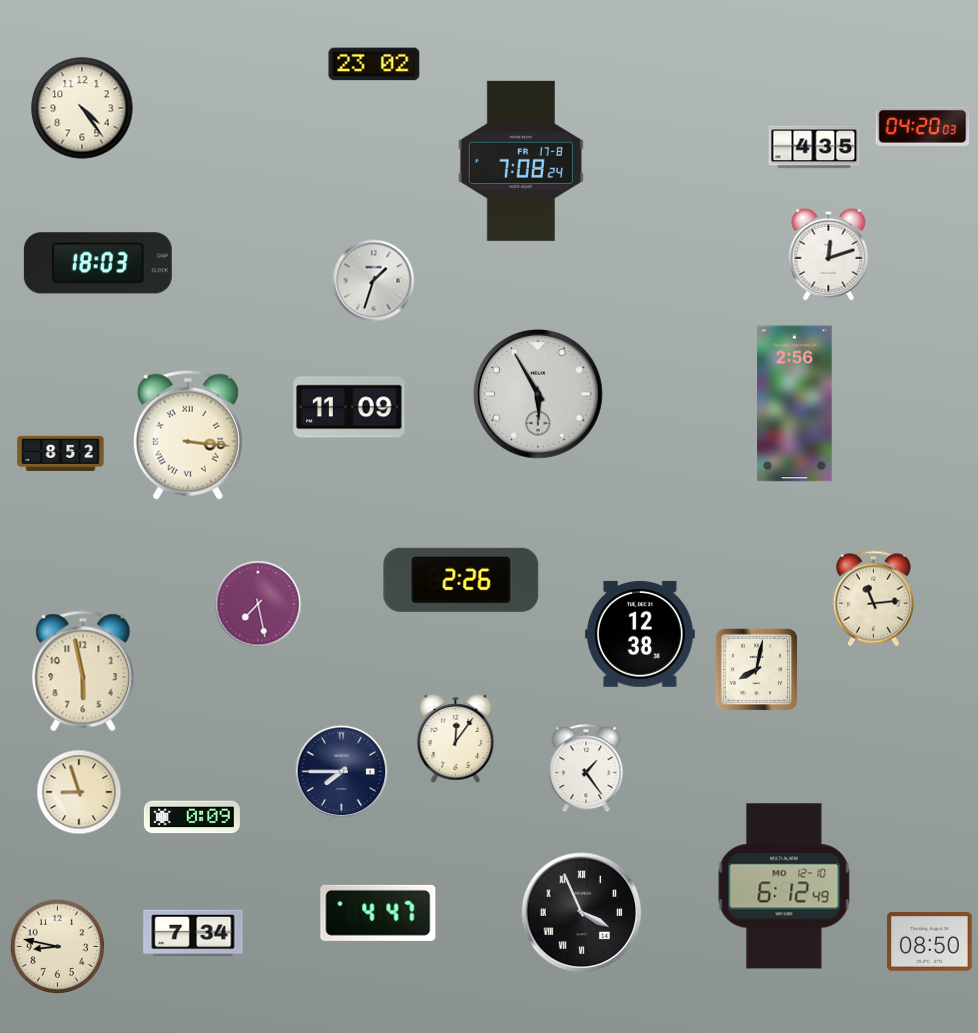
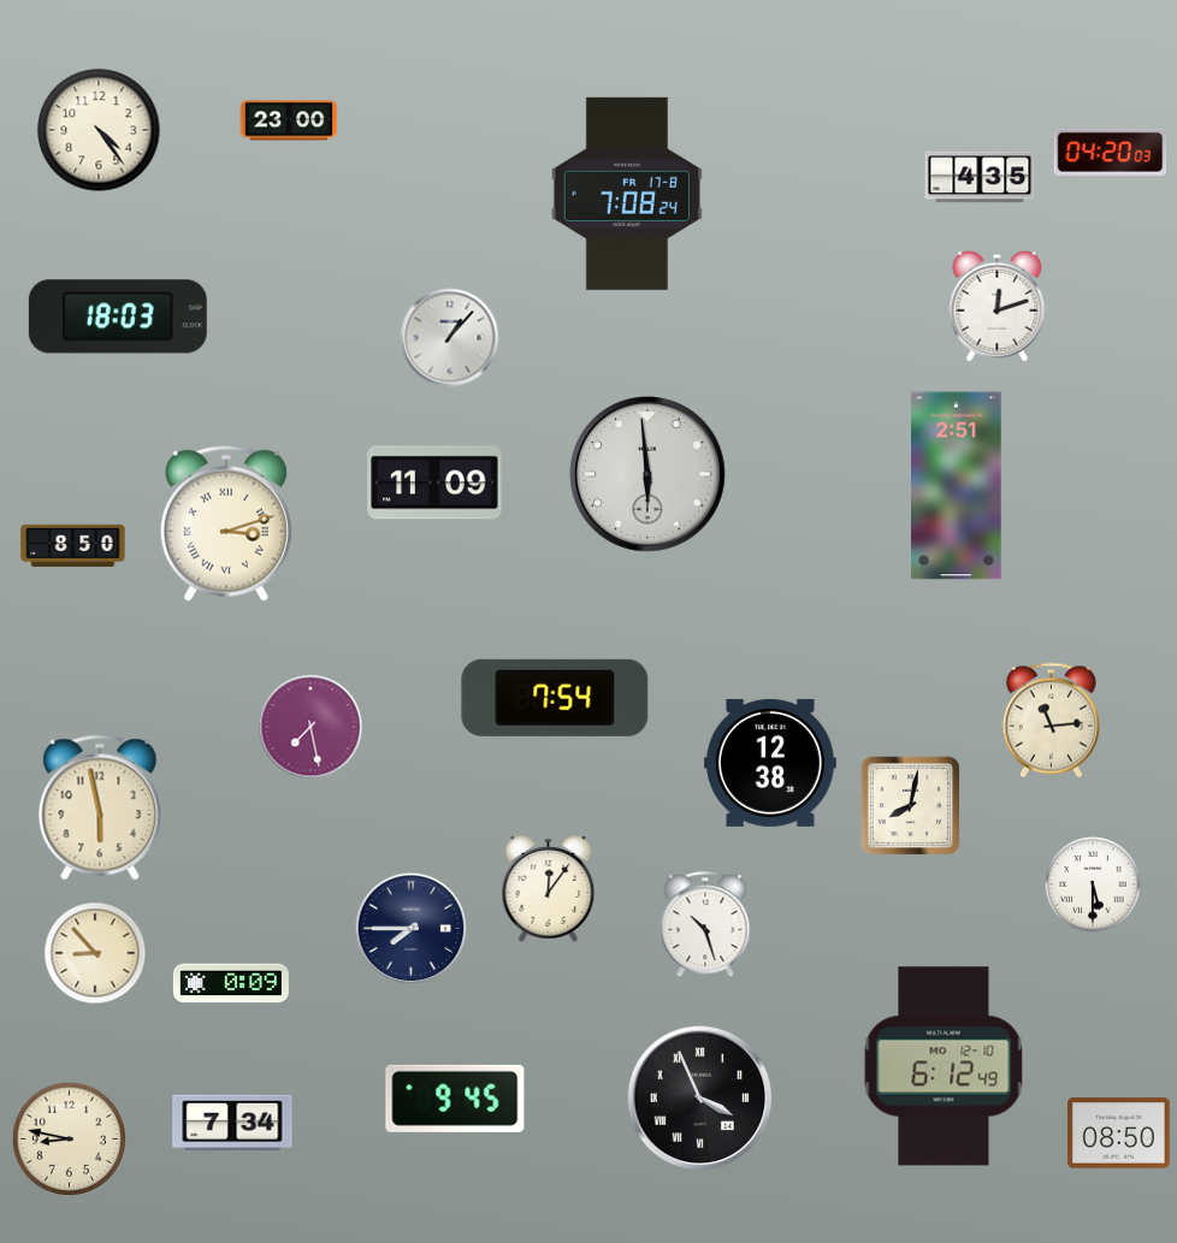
clock at (374, 64): 23:02 -> none
clock at (289, 120): none -> 23:00
clock at (374, 281): 1:33 -> 1:07
clock at (538, 394): 5:55 -> 5:59
clock at (795, 404): 2:56 -> 2:51
clock at (349, 407) position: (349, 407) -> (434, 483)
clock at (188, 435): 3:16 -> 3:12
clock at (61, 453): 8:52 -> 8:50
clock at (461, 580): 2:26 -> 7:54
clock at (1093, 884): none -> 5:30
clock at (586, 769): 1:24 -> 10:27
clock at (79, 792): 8:57 -> 8:53
clock at (378, 913): 4:47 -> 9:45
